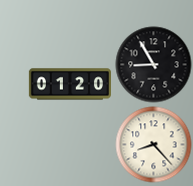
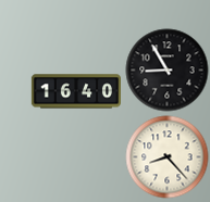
clock at (69, 84): 01:20 -> 16:40
